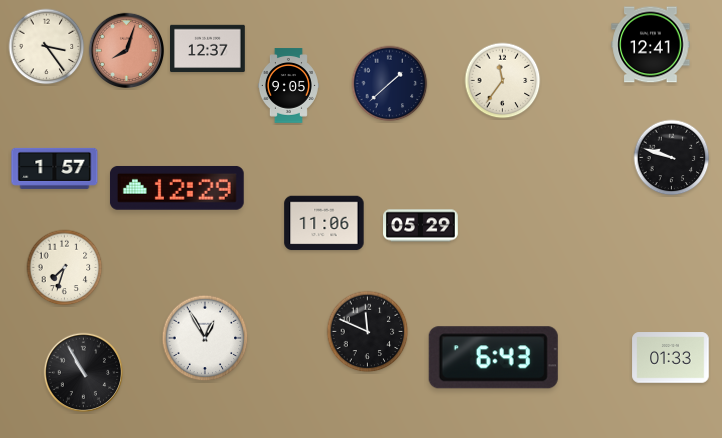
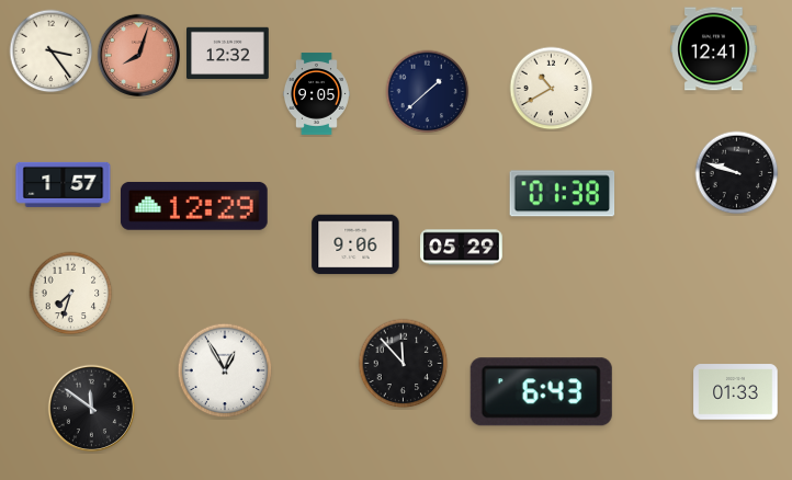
clock at (208, 49): 12:37 -> 12:32
clock at (503, 81): 11:36 -> 10:40
clock at (55, 168) position: (55, 168) -> (64, 184)
clock at (563, 194): none -> 01:38
clock at (324, 223): 11:06 -> 9:06
clock at (368, 332): 11:49 -> 11:53
clock at (84, 373): 10:55 -> 11:51
